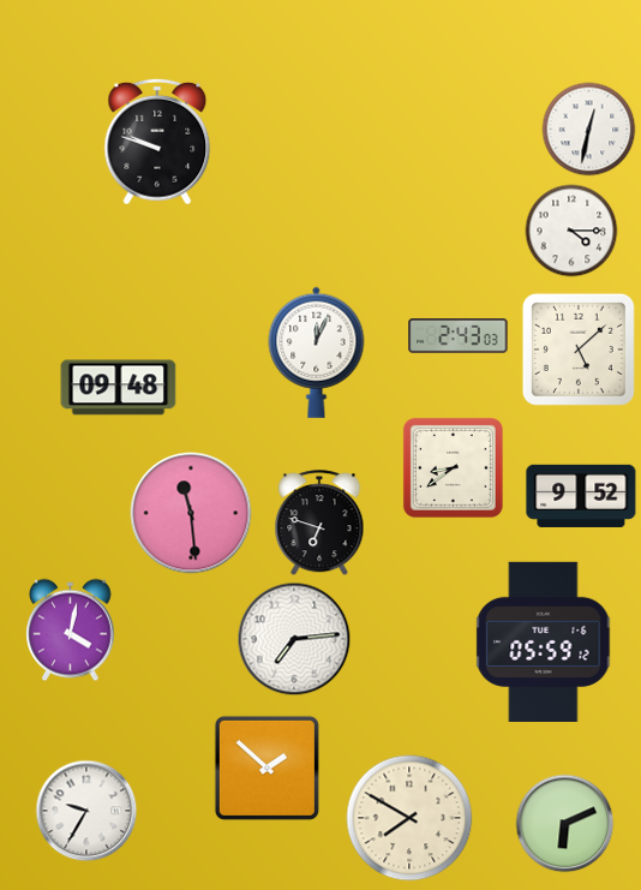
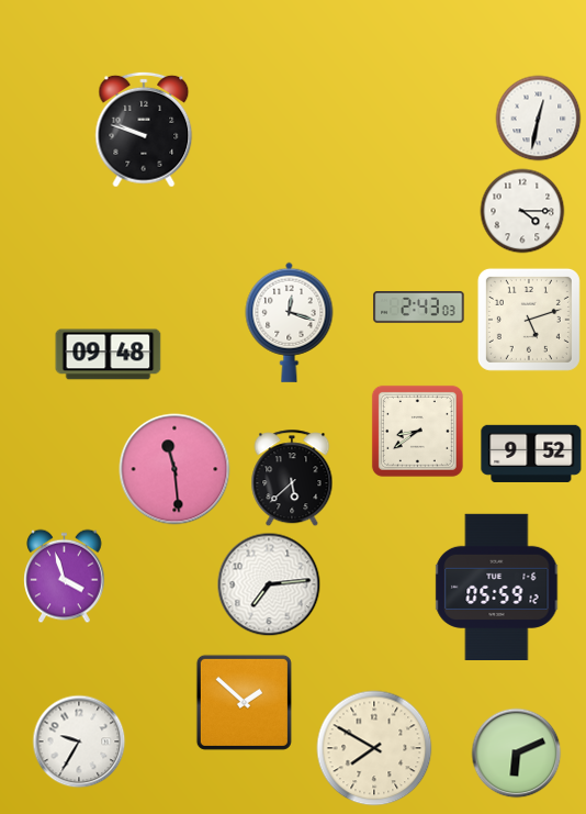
clock at (579, 350): 5:08 -> 5:12
clock at (317, 352): 12:04 -> 12:18
clock at (453, 467) position: (453, 467) -> (417, 431)
clock at (319, 524): 6:48 -> 5:38
clock at (71, 631): 4:02 -> 3:57
